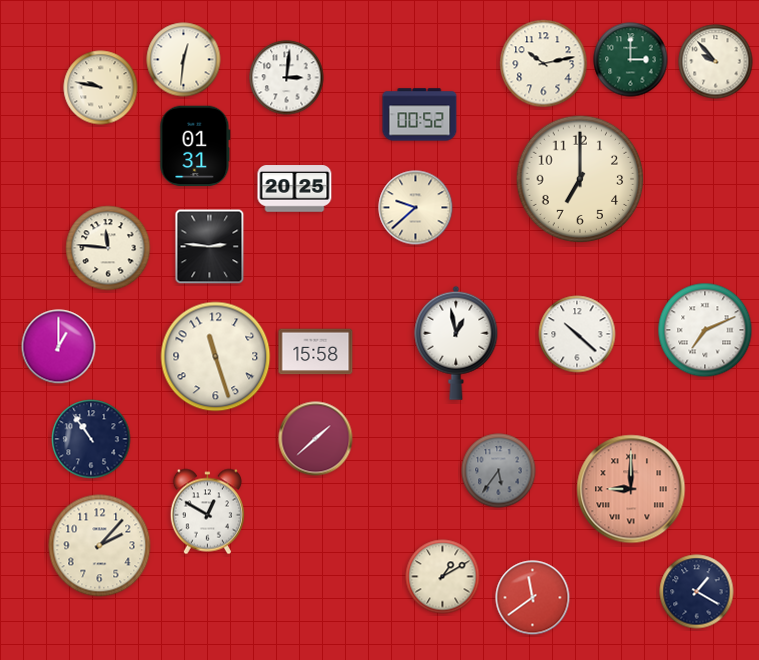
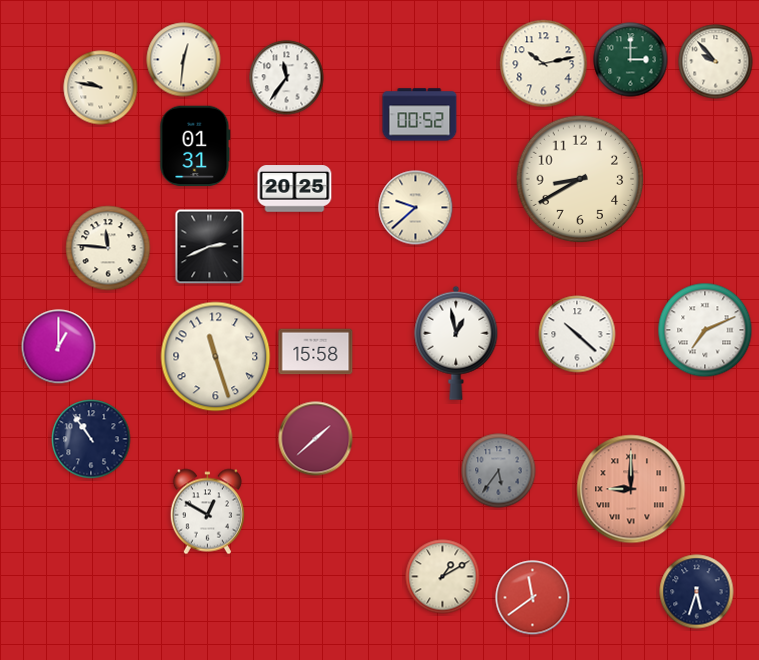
clock at (287, 78): 3:01 -> 11:36
clock at (580, 179): 7:00 -> 8:40
clock at (210, 247): 2:46 -> 2:41
clock at (100, 546): 2:07 -> none
clock at (697, 592): 1:20 -> 5:33
